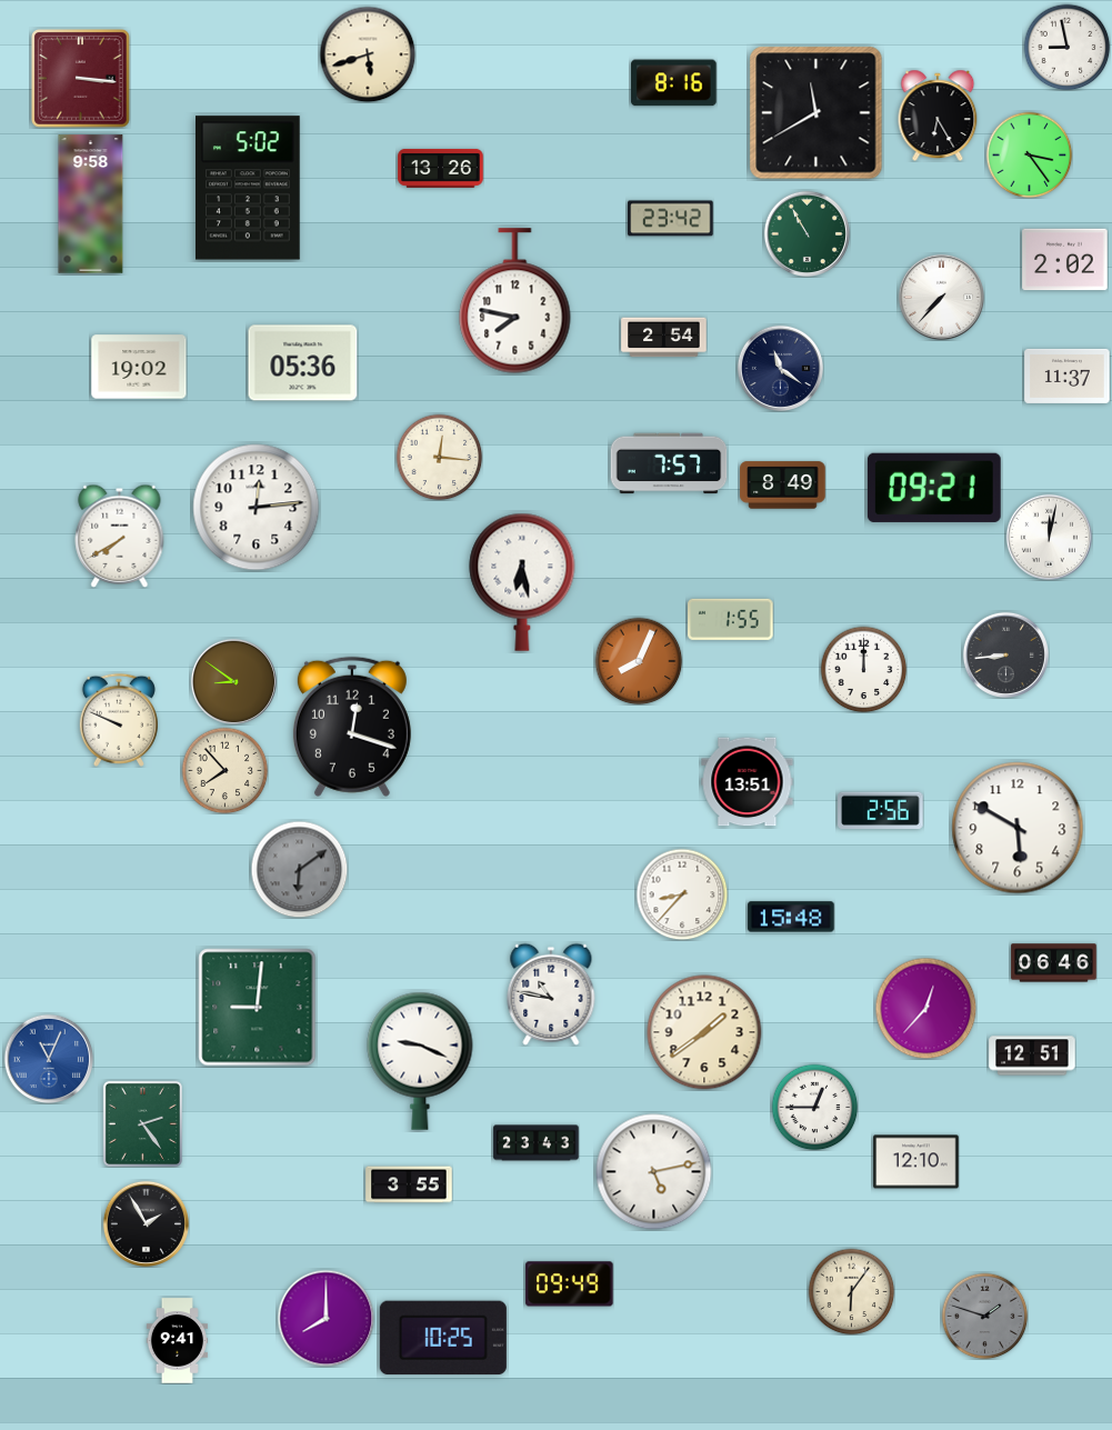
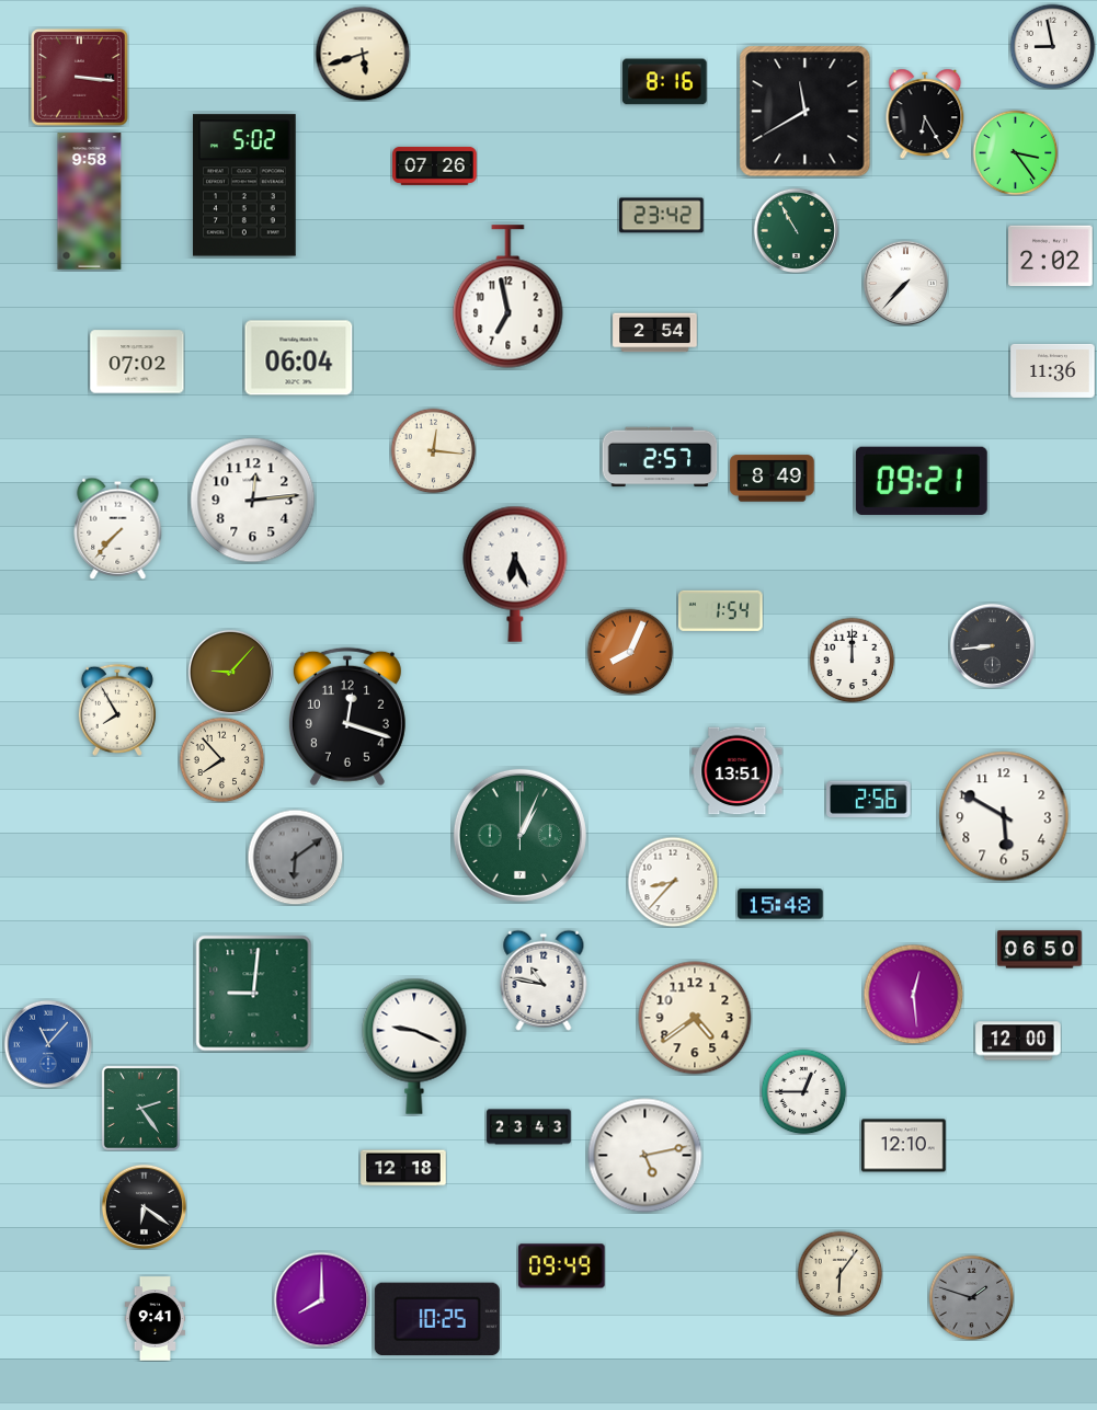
clock at (441, 168): 13:26 -> 07:26
clock at (941, 297) position: (941, 297) -> (905, 283)
clock at (515, 301): 7:47 -> 6:58
clock at (303, 363): 05:36 -> 06:04
clock at (139, 367): 19:02 -> 07:02
clock at (780, 368): 11:21 -> none
clock at (1068, 376): 11:37 -> 11:36
clock at (669, 463): 7:57 -> 2:57
clock at (120, 536): 7:40 -> 7:37
clock at (1049, 537): 12:02 -> none
clock at (522, 582): 6:28 -> 6:26
clock at (731, 619): 1:55 -> 1:54
clock at (233, 681): 8:51 -> 9:07
clock at (119, 720): 9:49 -> 7:55
clock at (519, 835): none -> 1:04
clock at (1054, 963): 06:46 -> 06:50
clock at (925, 1008): 12:37 -> 12:29
clock at (704, 1032): 1:39 -> 4:39
clock at (1032, 1056): 12:51 -> 12:00
clock at (49, 1059): 11:04 -> 11:07
clock at (409, 1184): 3:55 -> 12:18
clock at (146, 1223): 1:55 -> 6:21
clock at (177, 1341) position: (177, 1341) -> (155, 1319)
